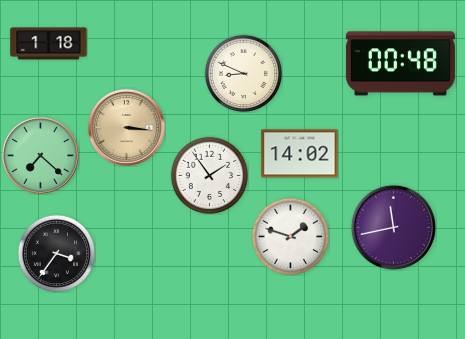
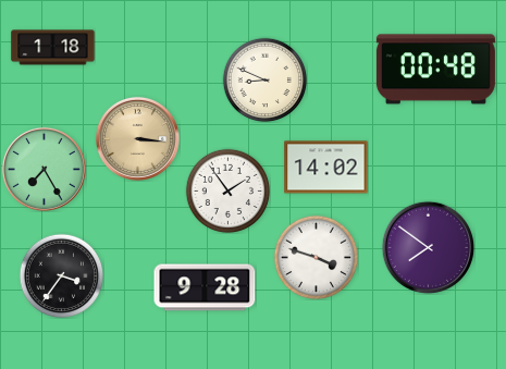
clock at (40, 155): 7:22 -> 7:25
clock at (393, 227): 11:43 -> 7:51
clock at (290, 236): 1:48 -> 3:48
clock at (205, 287): none -> 9:28
